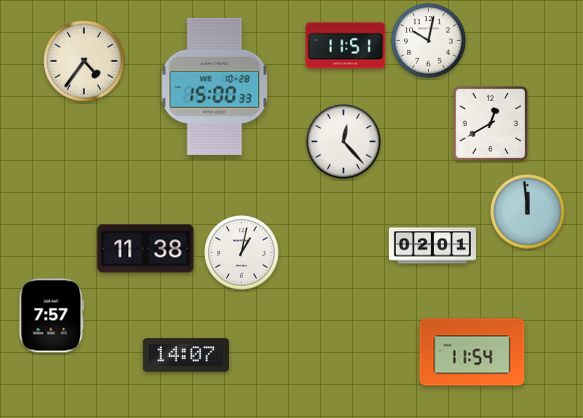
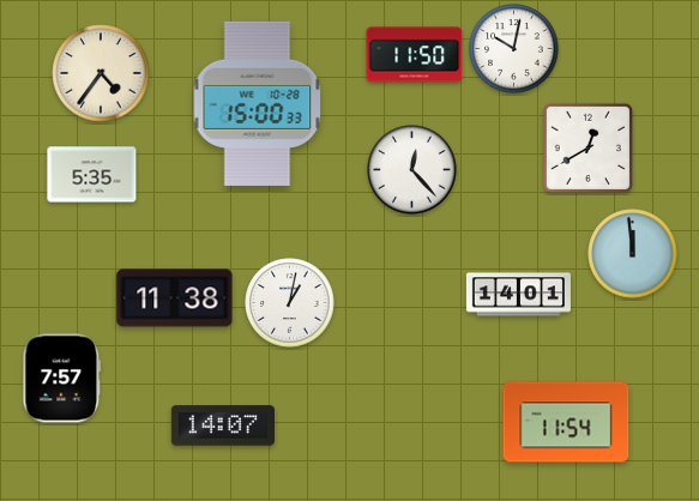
clock at (346, 46): 11:51 -> 11:50
clock at (92, 175): none -> 5:35
clock at (432, 246): 02:01 -> 14:01
